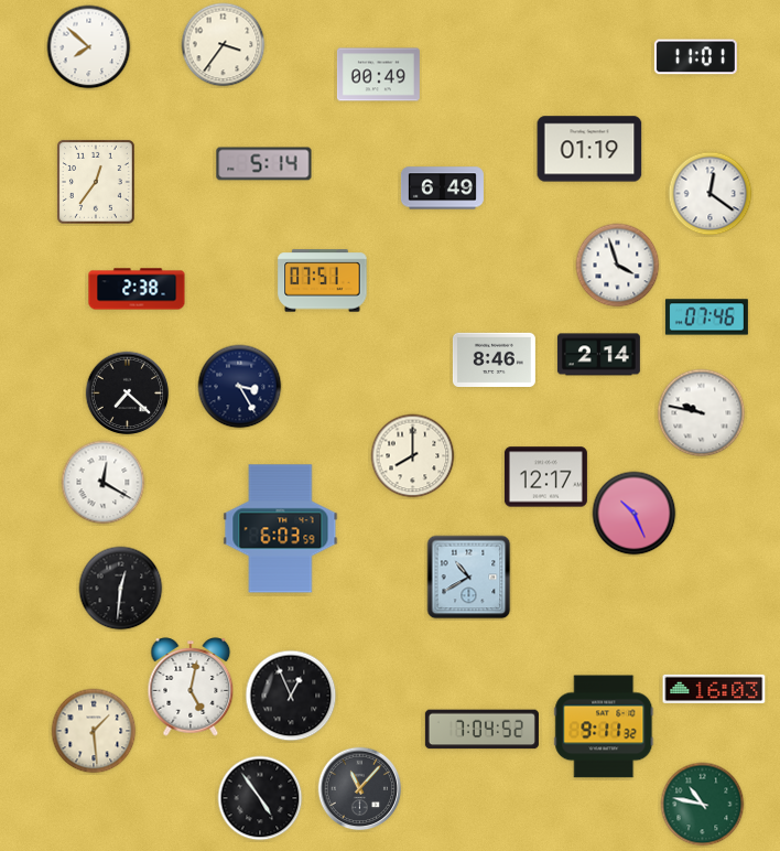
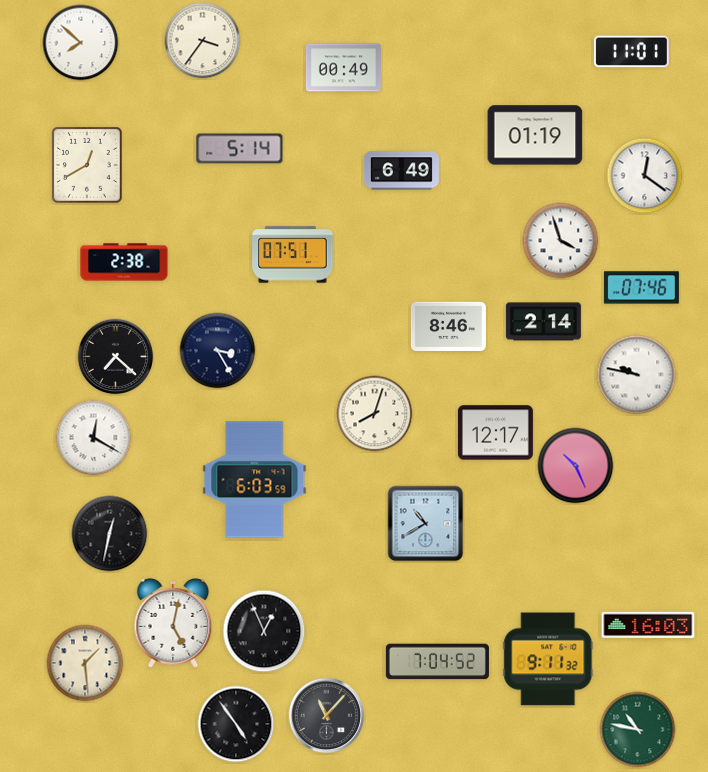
clock at (96, 182): 12:36 -> 12:40
clock at (413, 456): 8:00 -> 8:03
clock at (121, 589): 12:31 -> 12:32
